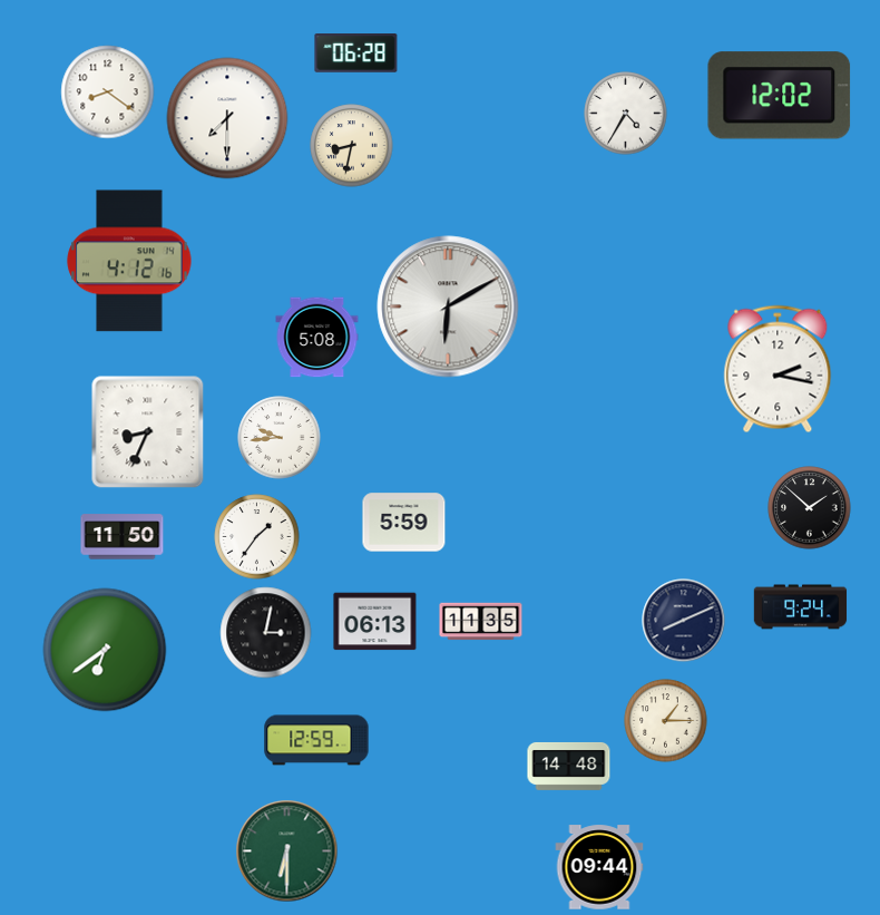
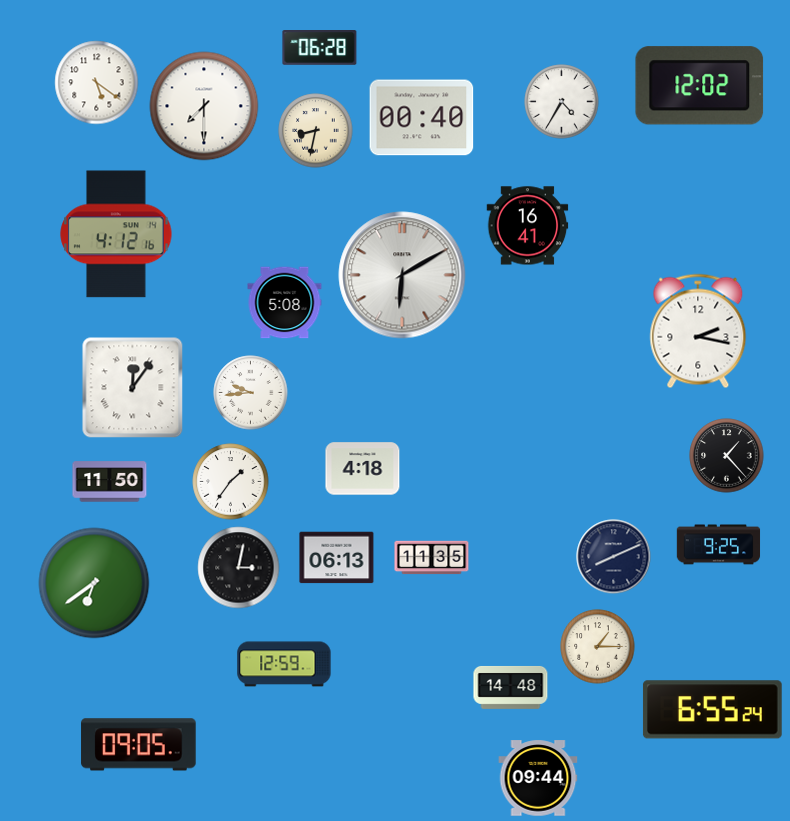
clock at (108, 93): 8:21 -> 5:21
clock at (422, 118): none -> 00:40
clock at (528, 226): none -> 16:41
clock at (148, 432): 8:34 -> 12:06
clock at (810, 508): 1:52 -> 1:23
clock at (404, 523): 5:59 -> 4:18
clock at (801, 607): 9:24 -> 9:25
clock at (712, 710): none -> 6:55
clock at (139, 745): none -> 09:05
clock at (287, 851): 6:30 -> none
